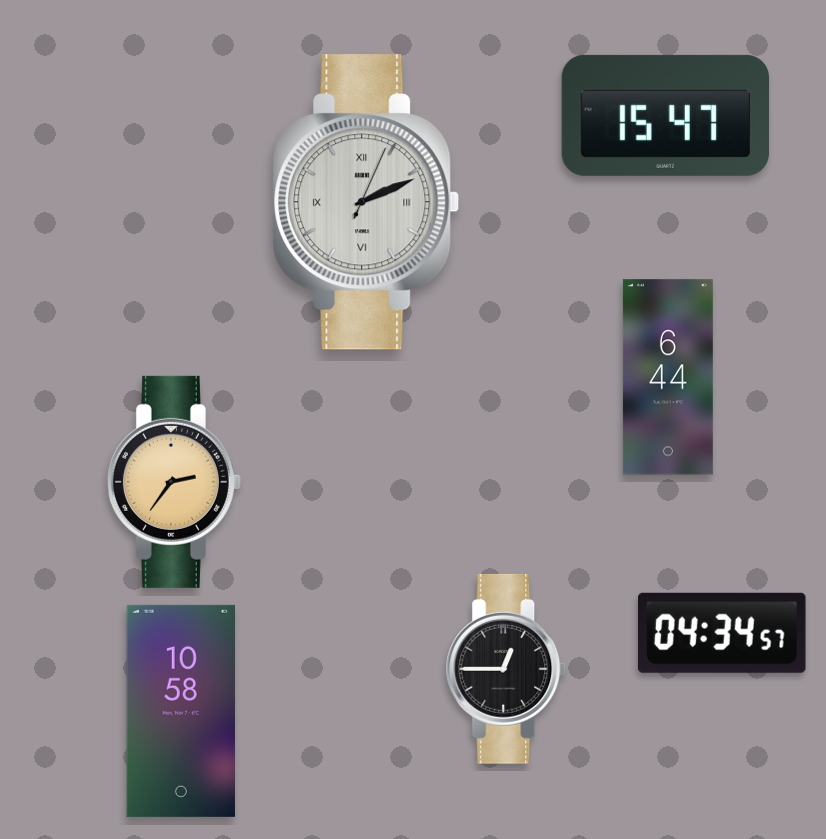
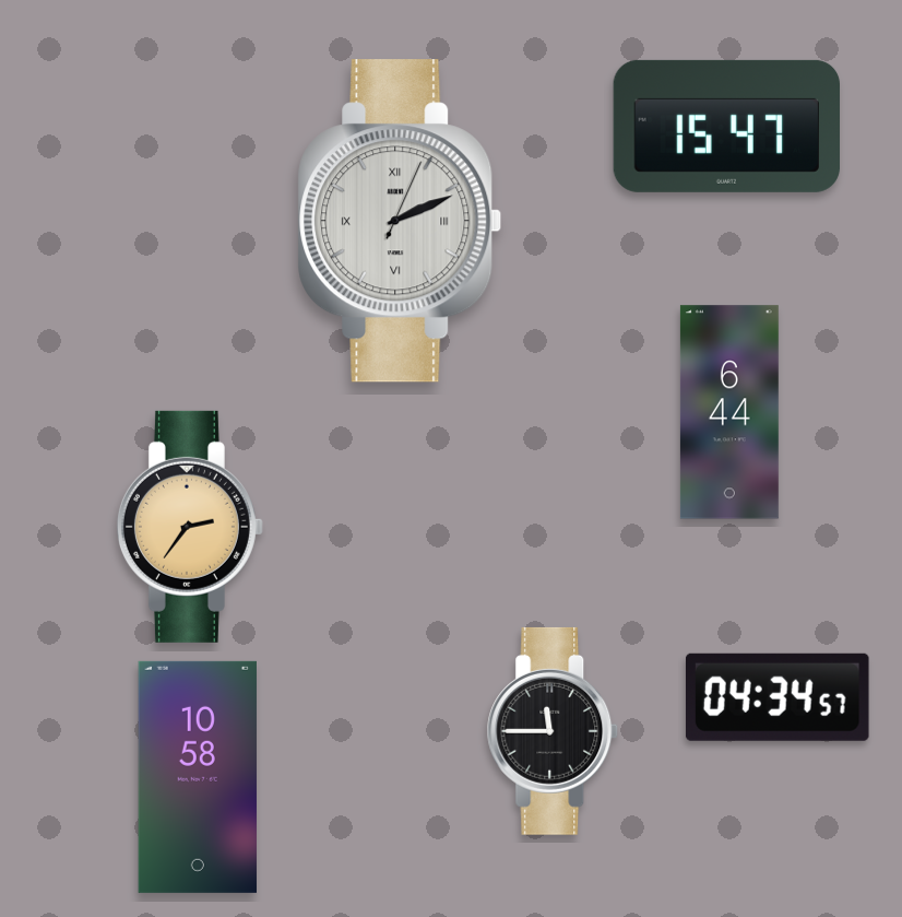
clock at (722, 633) position: (722, 633) -> (778, 697)
clock at (506, 669): 12:45 -> 11:45
